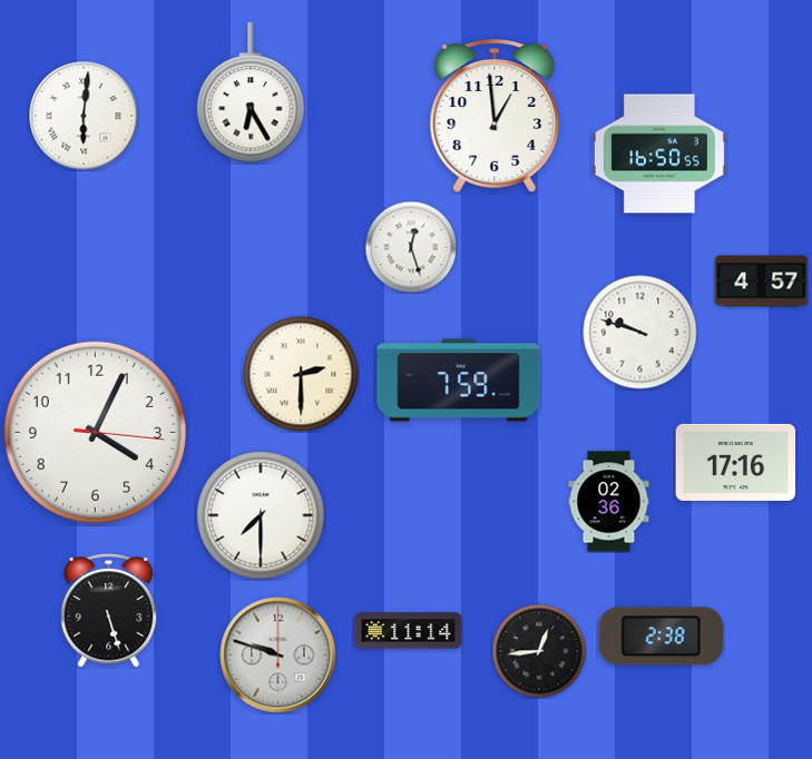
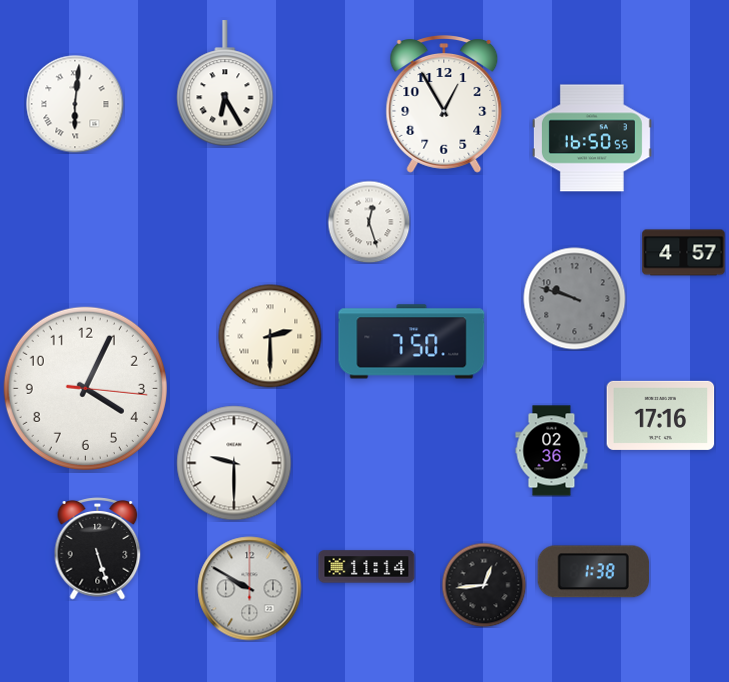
clock at (495, 116): 12:59 -> 12:55
clock at (640, 333) dial: white -> grey
clock at (459, 381): 7:59 -> 7:50
clock at (609, 502) position: (609, 502) -> (552, 451)
clock at (261, 515): 7:30 -> 9:30
clock at (661, 637): 2:38 -> 1:38
clock at (278, 655): 9:48 -> 9:50
